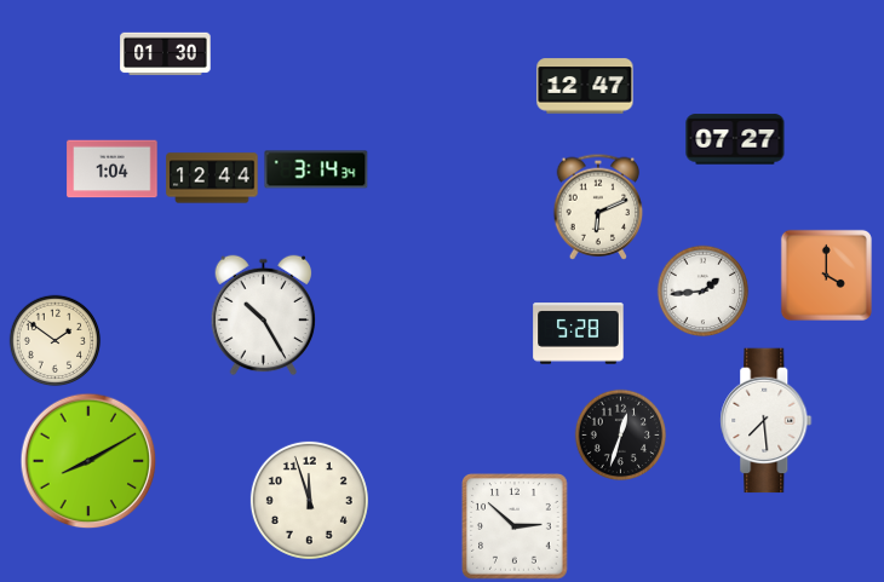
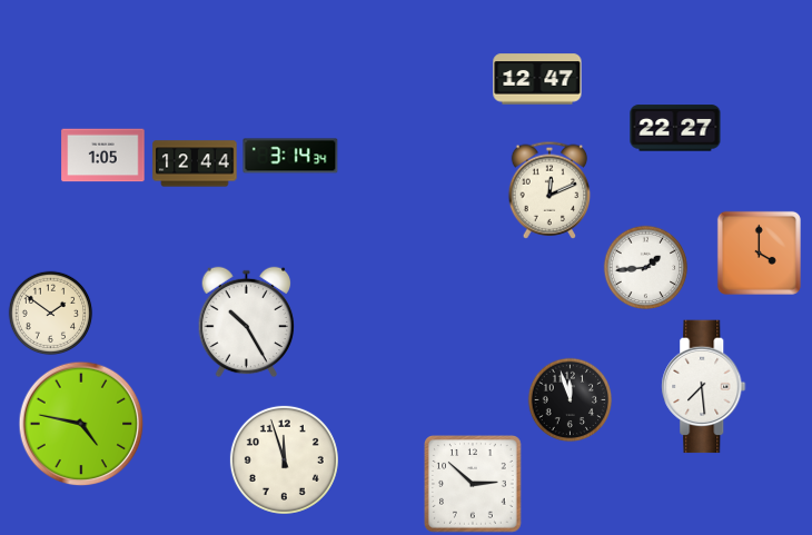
clock at (166, 54): 01:30 -> none
clock at (735, 139): 07:27 -> 22:27
clock at (113, 169): 1:04 -> 1:05
clock at (598, 207): 6:11 -> 12:11
clock at (264, 316) position: (264, 316) -> (247, 323)
clock at (579, 334): 5:28 -> none
clock at (621, 436): 12:33 -> 11:57
clock at (88, 461): 8:10 -> 4:47
